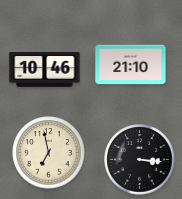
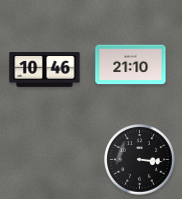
clock at (49, 153): 6:58 -> none
